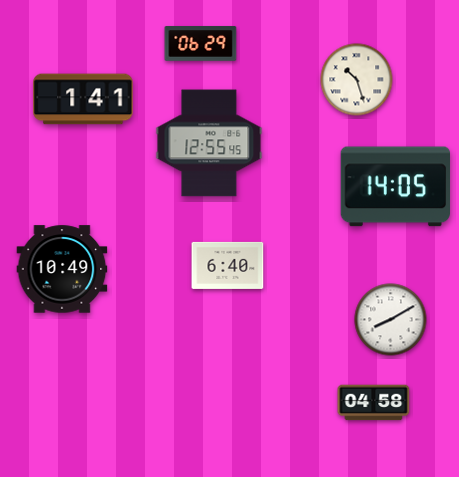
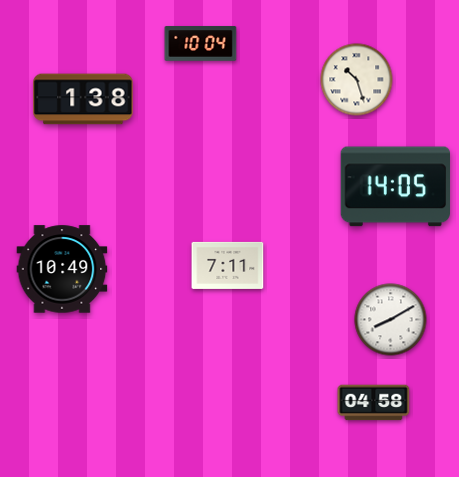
clock at (201, 44): 06:29 -> 10:04
clock at (83, 99): 1:41 -> 1:38
clock at (209, 143): 12:55 -> none
clock at (228, 265): 6:40 -> 7:11
